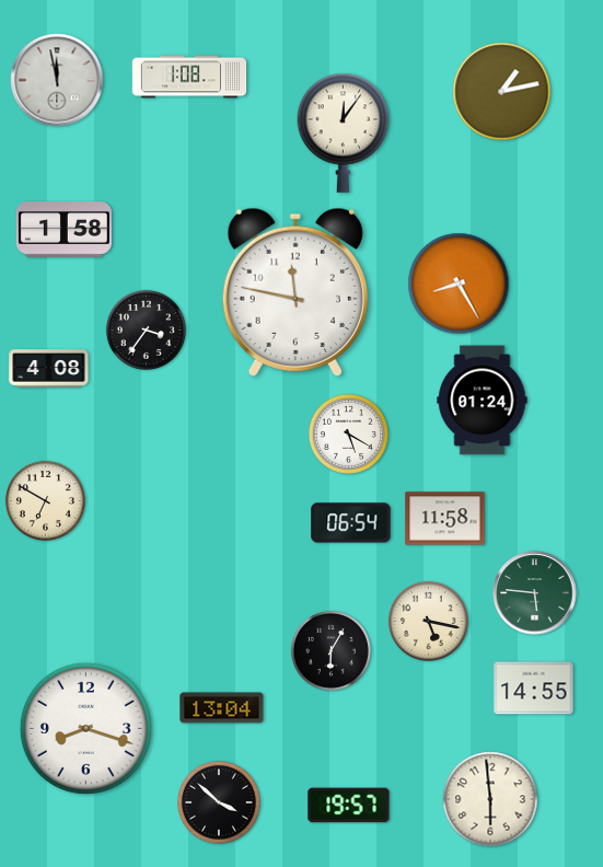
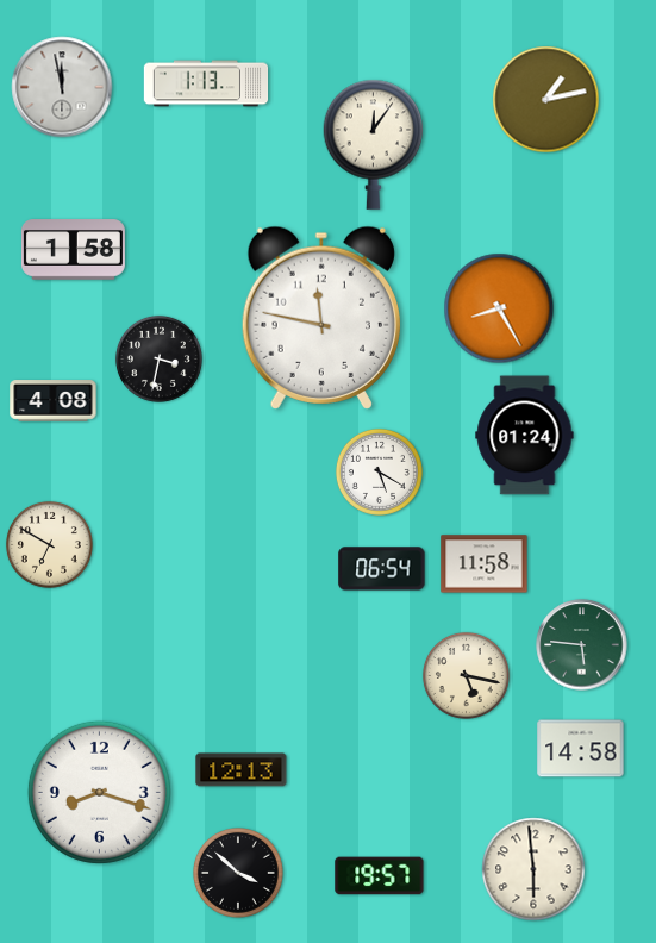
clock at (189, 77): 1:08 -> 1:13
clock at (63, 230) position: (63, 230) -> (73, 250)
clock at (146, 330): 3:36 -> 3:32
clock at (331, 650): 6:05 -> none
clock at (534, 689): 14:55 -> 14:58
clock at (222, 708): 13:04 -> 12:13
clock at (85, 728) position: (85, 728) -> (99, 792)
